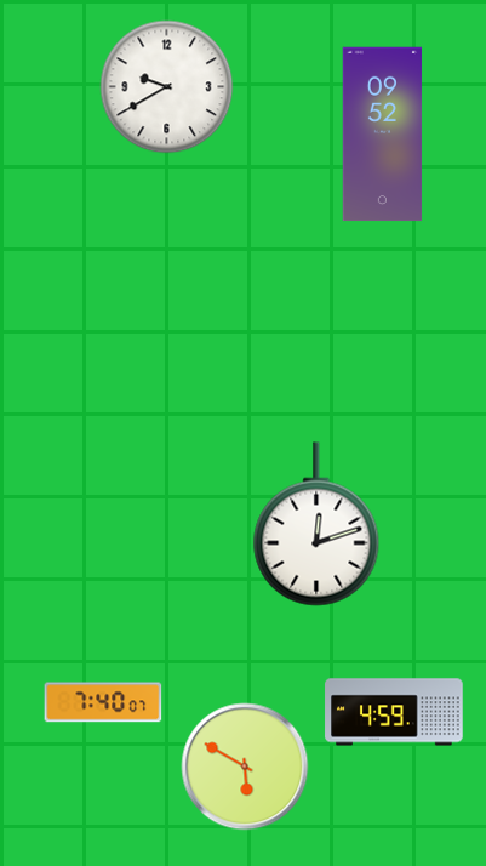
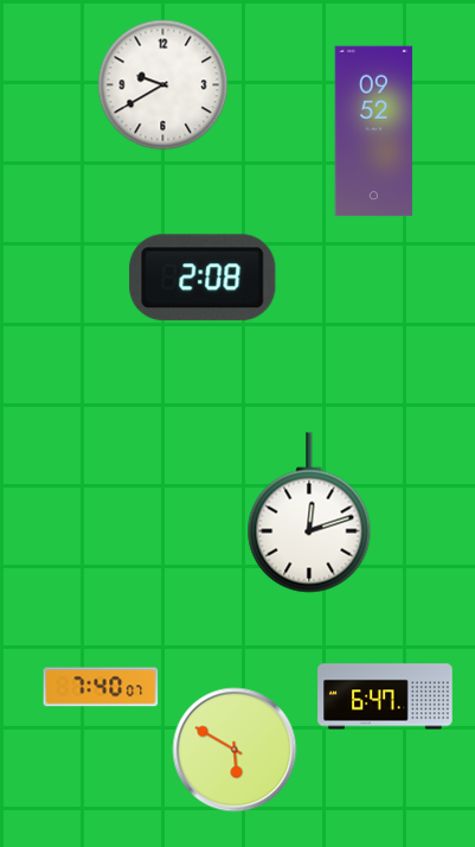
clock at (203, 278): none -> 2:08
clock at (394, 712): 4:59 -> 6:47
clock at (245, 767) position: (245, 767) -> (235, 750)
